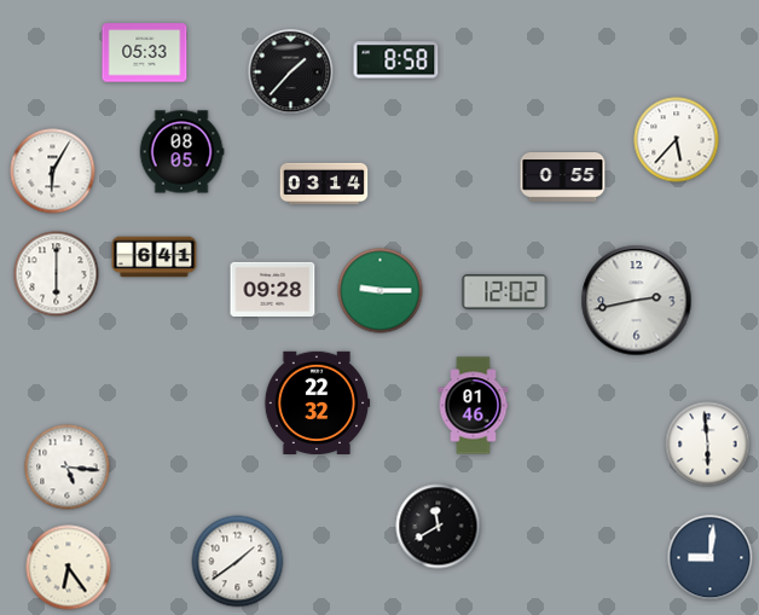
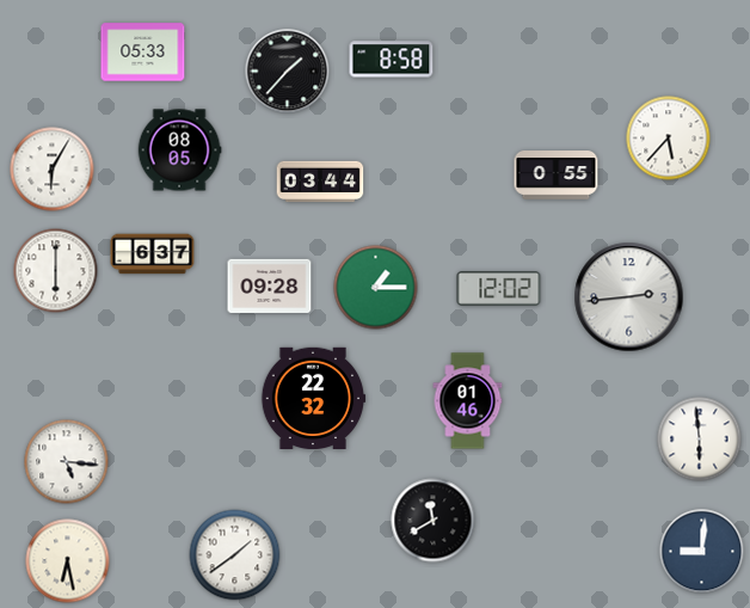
clock at (324, 184): 03:14 -> 03:44
clock at (155, 257): 6:41 -> 6:37
clock at (381, 291): 9:15 -> 1:15
clock at (637, 301): 2:43 -> 2:44
clock at (69, 568): 6:24 -> 6:28
